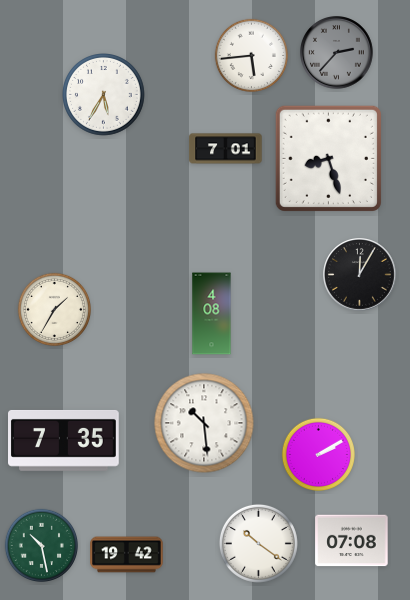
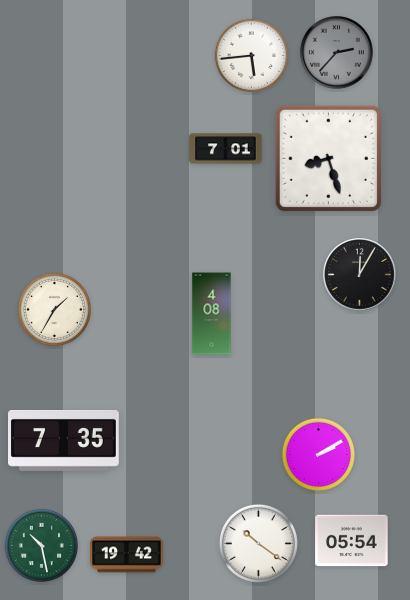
clock at (104, 95): 5:35 -> none
clock at (204, 423): 10:29 -> none
clock at (352, 541): 07:08 -> 05:54
